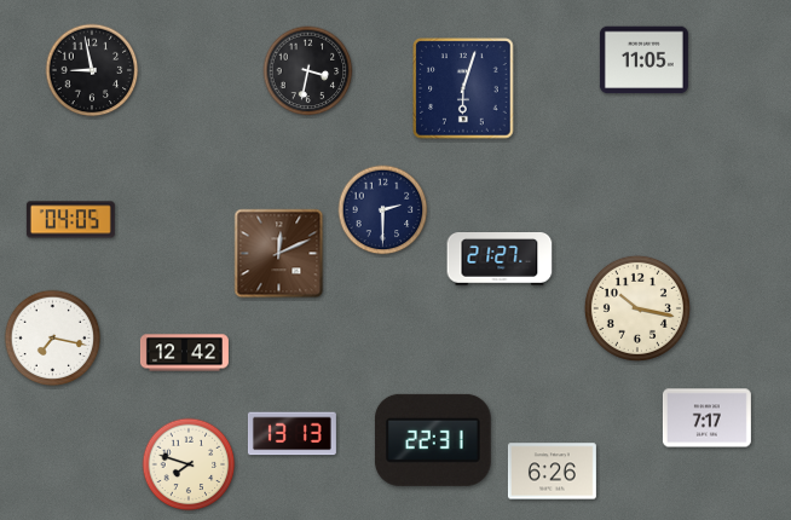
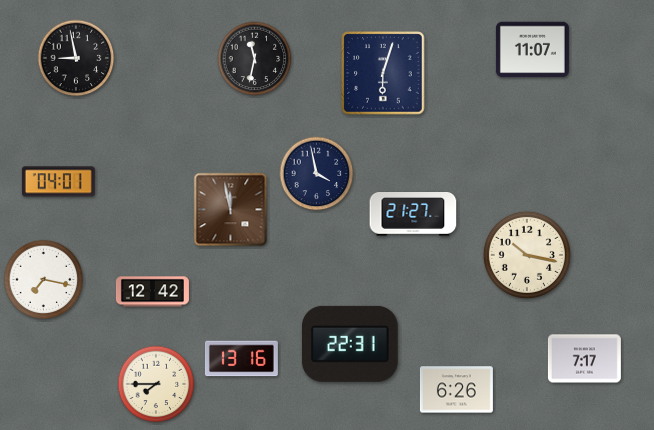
clock at (643, 60): 11:05 -> 11:07
clock at (308, 71): 3:32 -> 11:32
clock at (383, 210): 2:30 -> 3:58
clock at (70, 220): 04:05 -> 04:01
clock at (279, 254): 12:11 -> 11:58
clock at (706, 418) position: (706, 418) -> (584, 359)
clock at (291, 434): 13:13 -> 13:16
clock at (433, 440) position: (433, 440) -> (350, 344)
clock at (189, 464): 7:48 -> 7:45
